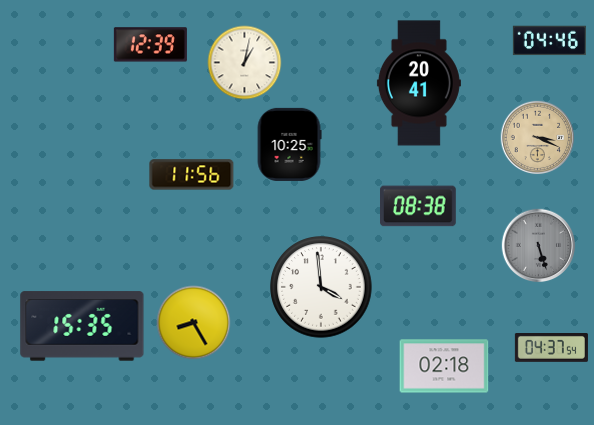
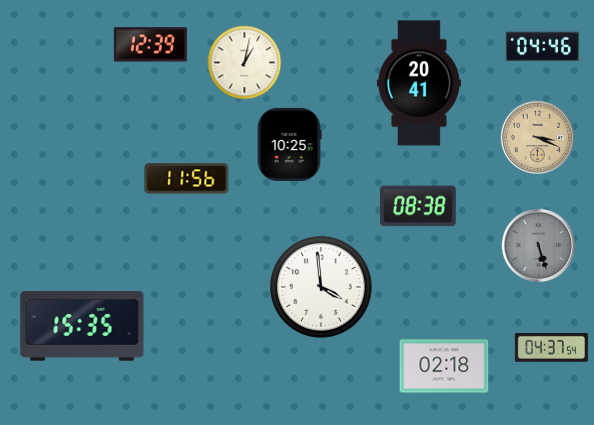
clock at (549, 41) position: (549, 41) -> (542, 47)
clock at (192, 175) position: (192, 175) -> (187, 179)
clock at (194, 323): 8:25 -> none
